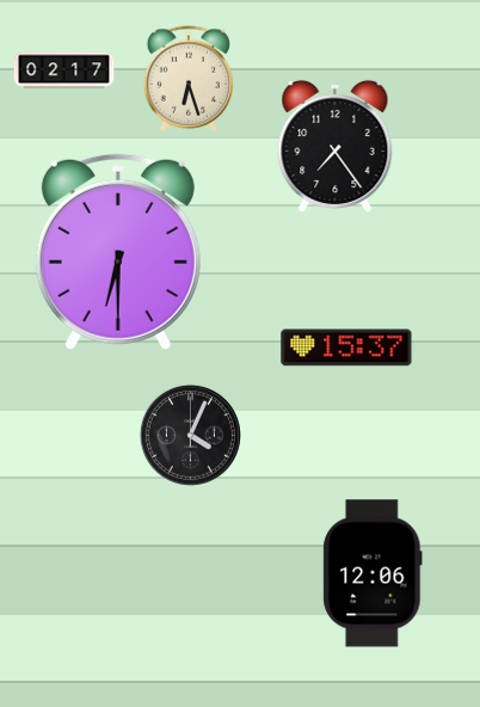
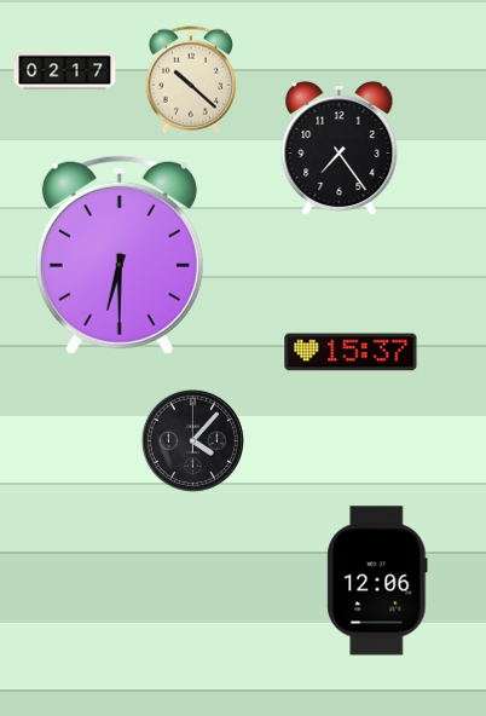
clock at (189, 79): 6:27 -> 10:22
clock at (190, 435): 4:04 -> 4:07
